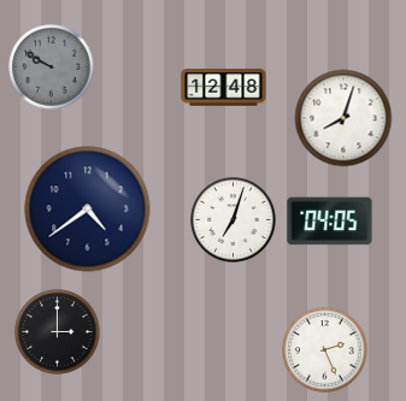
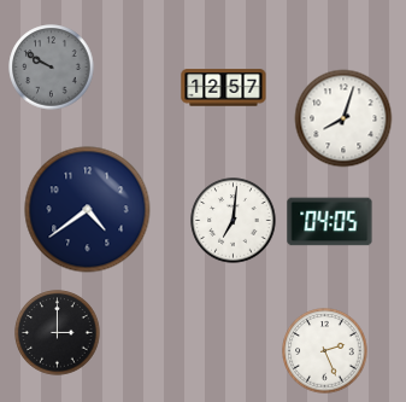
clock at (224, 88): 12:48 -> 12:57
clock at (234, 220): 7:03 -> 7:01
